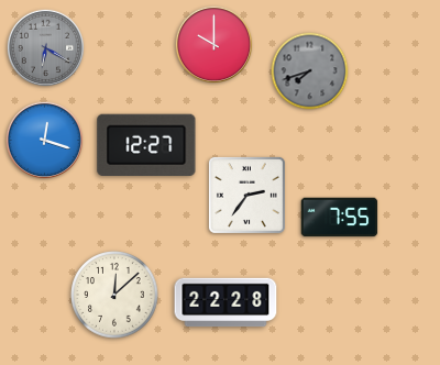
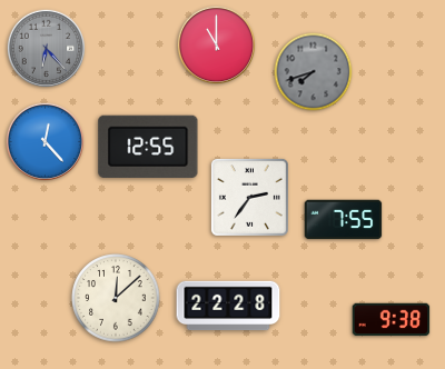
clock at (215, 45): 10:00 -> 11:00
clock at (46, 48): 6:20 -> 6:23
clock at (45, 141): 12:18 -> 12:23
clock at (146, 144): 12:27 -> 12:55
clock at (392, 320): none -> 9:38
